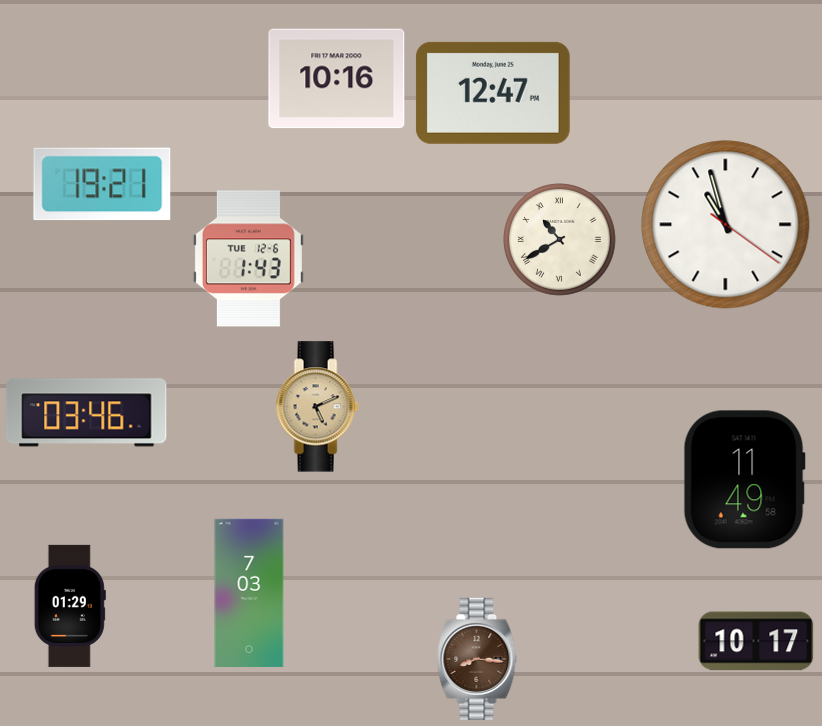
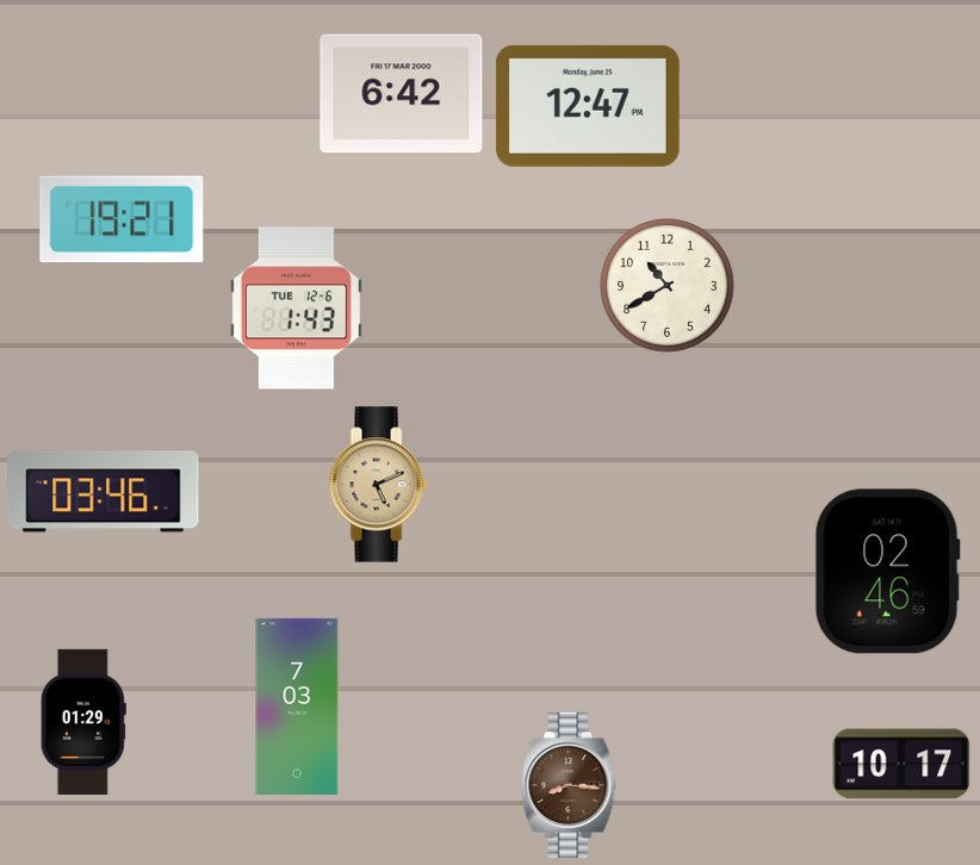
clock at (337, 79): 10:16 -> 6:42
clock at (493, 93) position: (493, 93) -> (588, 106)
clock at (726, 225): 10:57 -> none
clock at (560, 240) numerals: Roman -> Arabic
clock at (744, 480): 11:49 -> 02:46
